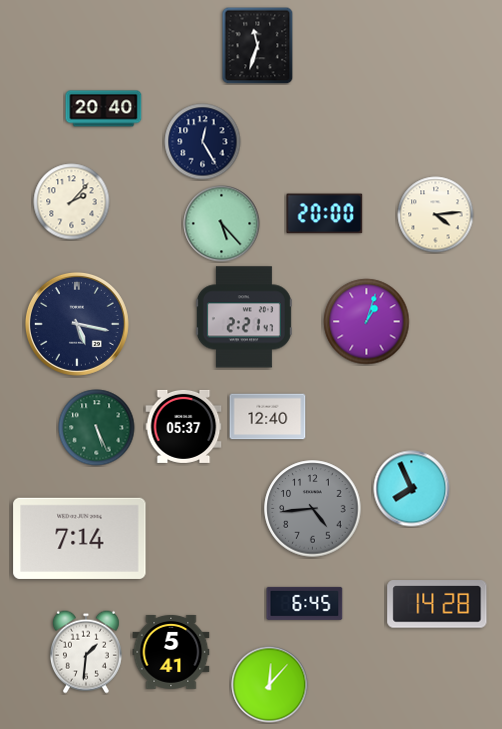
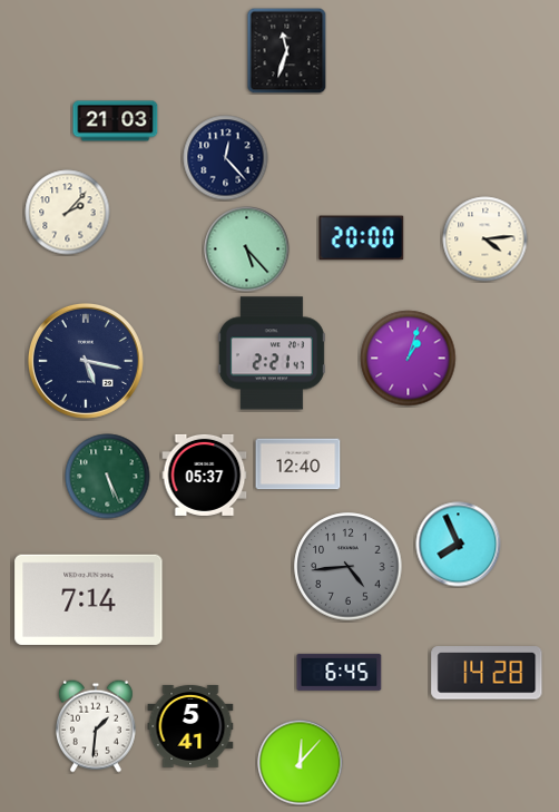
clock at (104, 109): 20:40 -> 21:03
clock at (203, 142): 12:25 -> 12:23
clock at (72, 202) position: (72, 202) -> (68, 213)
